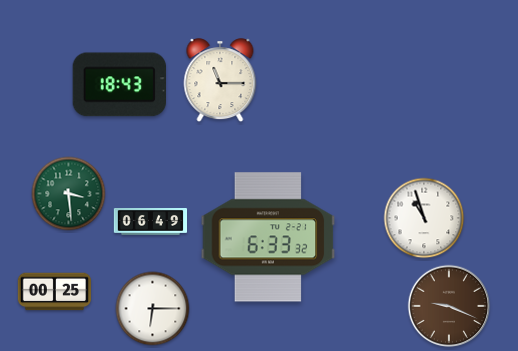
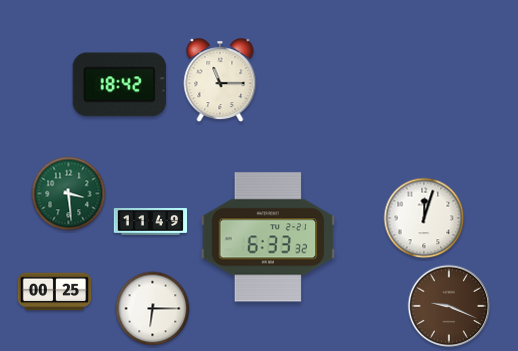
clock at (119, 85): 18:43 -> 18:42
clock at (424, 218): 10:57 -> 12:03
clock at (151, 222): 06:49 -> 11:49
